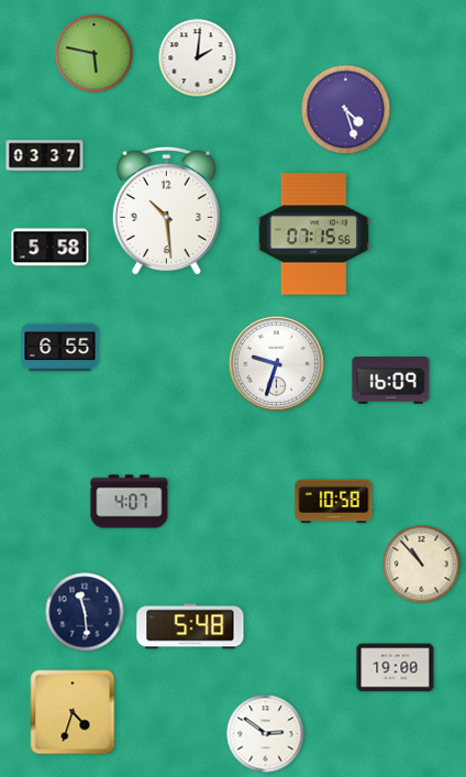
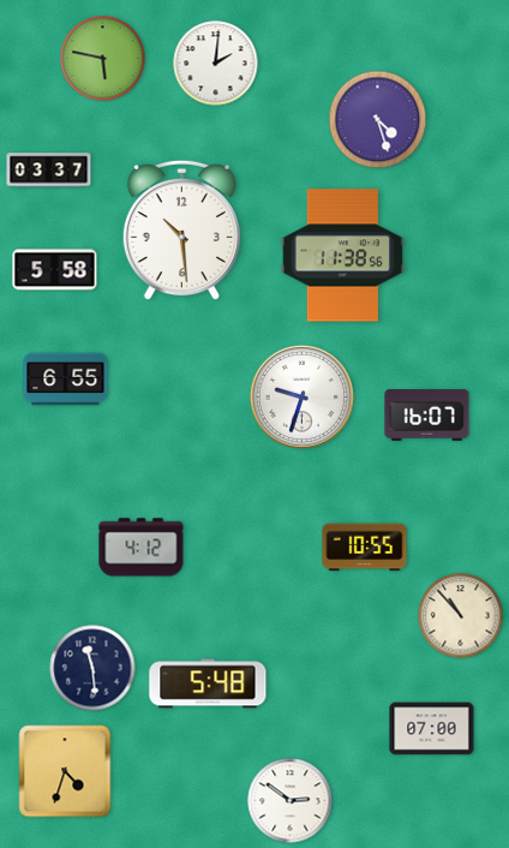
clock at (313, 234): 07:15 -> 11:38
clock at (391, 381): 16:09 -> 16:07
clock at (130, 502): 4:07 -> 4:12
clock at (334, 502): 10:58 -> 10:55
clock at (396, 668): 19:00 -> 07:00
clock at (73, 712) position: (73, 712) -> (65, 771)
